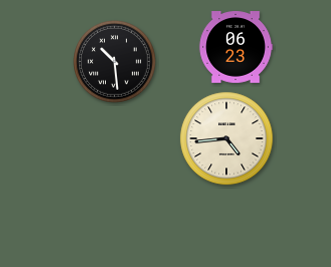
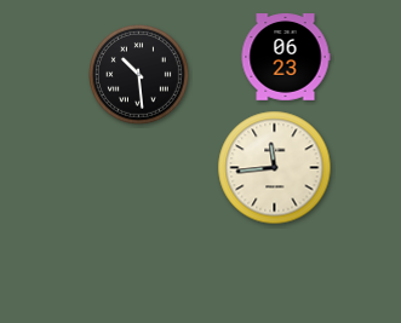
clock at (227, 139): 4:44 -> 11:44
